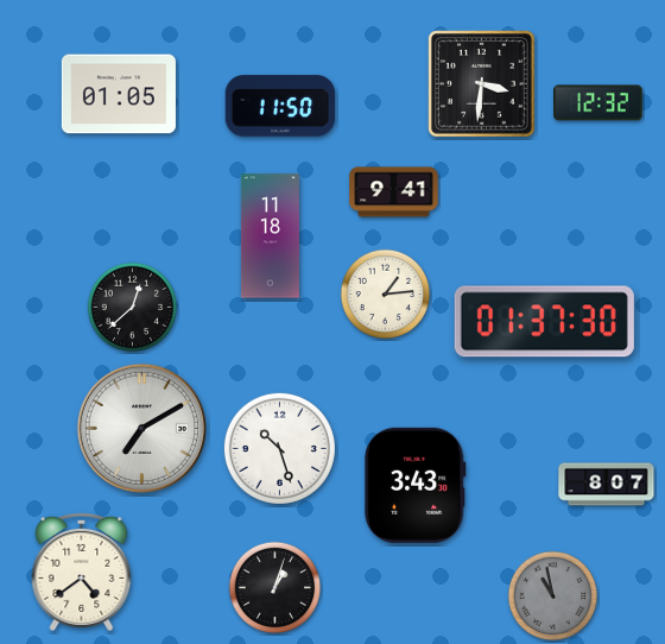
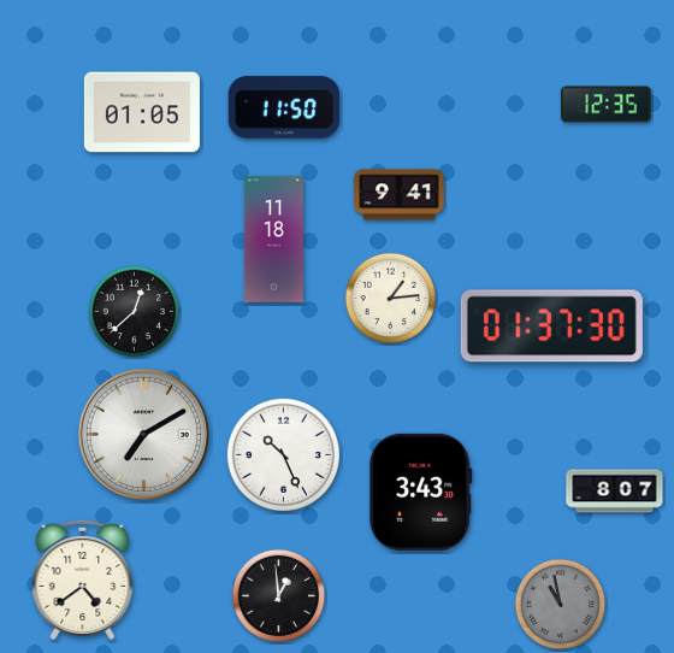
clock at (482, 84): 3:31 -> none
clock at (119, 94) position: (119, 94) -> (142, 112)
clock at (598, 103): 12:32 -> 12:35
clock at (279, 448): 10:27 -> 10:26
clock at (275, 588): 1:03 -> 12:59
